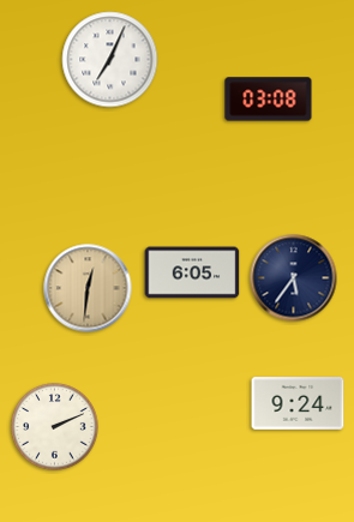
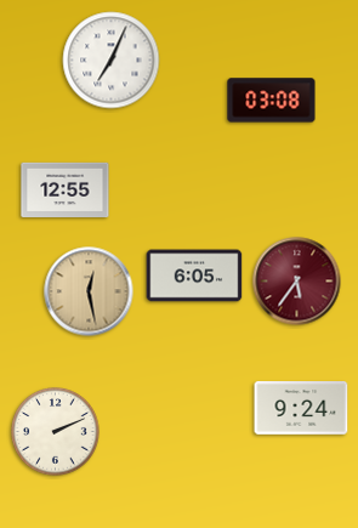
clock at (66, 189): none -> 12:55
clock at (294, 278) dial: navy -> burgundy
clock at (88, 288): 12:31 -> 12:28
